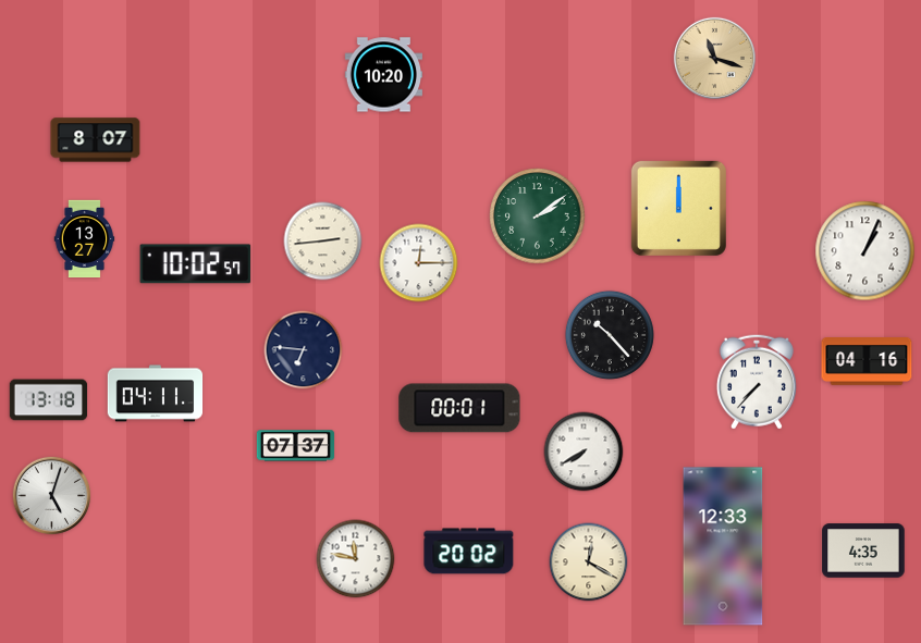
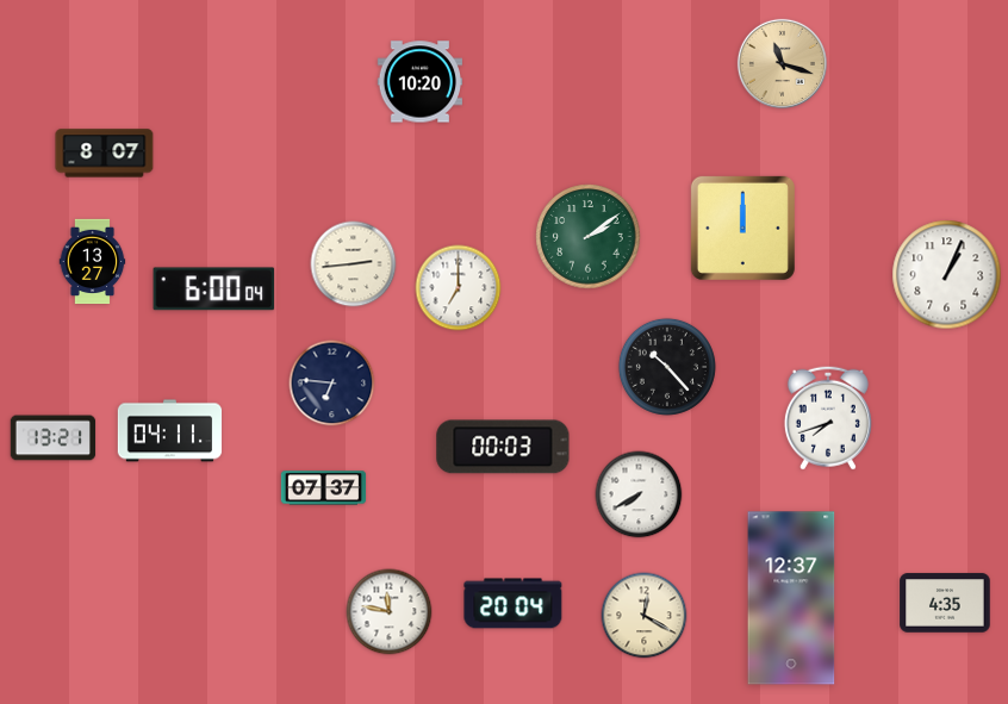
clock at (419, 263): 12:15 -> 7:00
clock at (196, 264): 10:02 -> 6:00
clock at (867, 362): 04:16 -> none
clock at (757, 382): 7:37 -> 7:42
clock at (49, 400): 13:18 -> 13:21
clock at (459, 408): 00:01 -> 00:03
clock at (52, 496): 5:03 -> none
clock at (723, 546): 12:33 -> 12:37
clock at (469, 552): 20:02 -> 20:04
